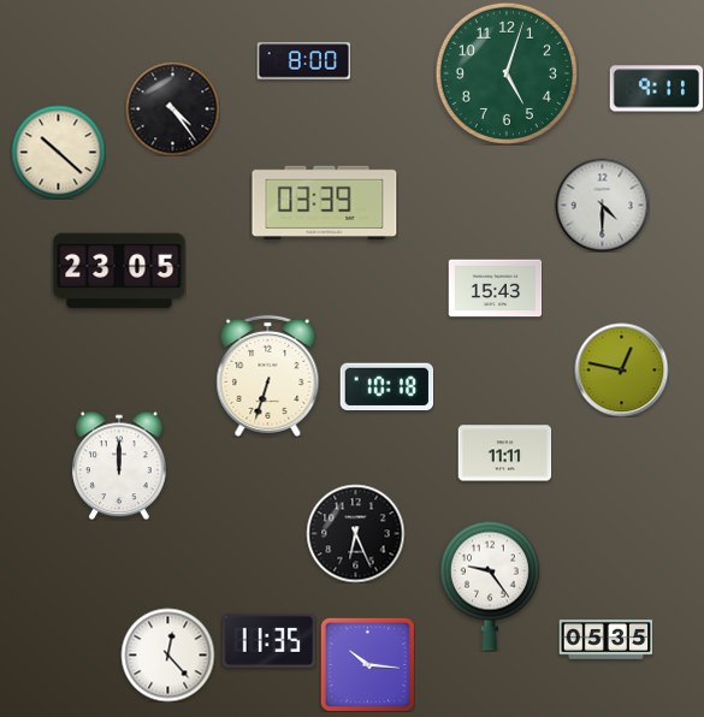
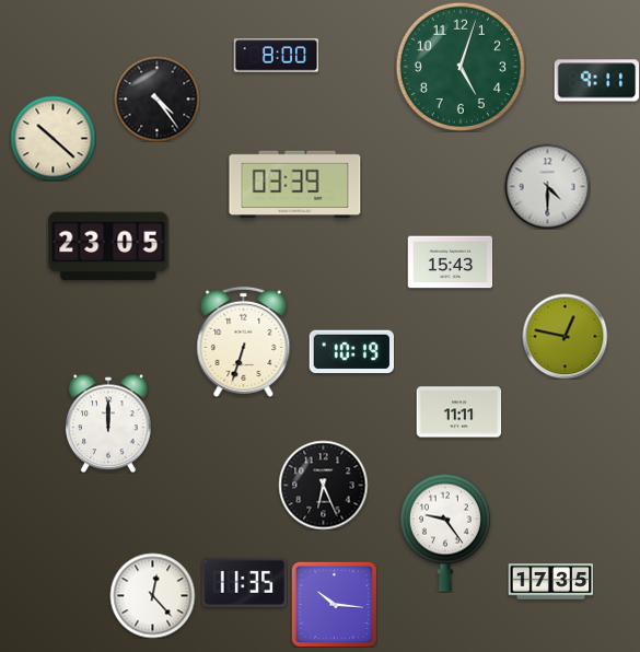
clock at (386, 387): 10:18 -> 10:19
clock at (605, 640): 05:35 -> 17:35
